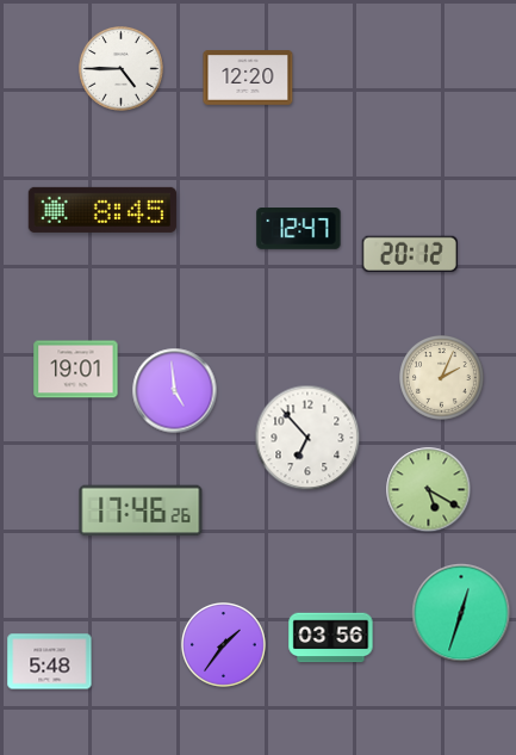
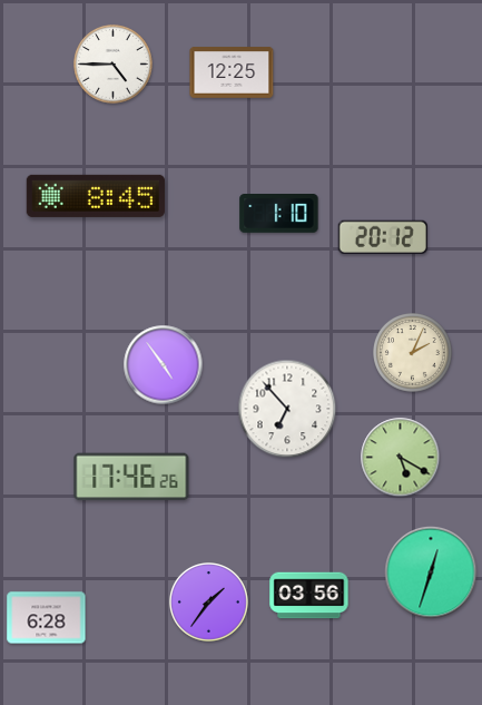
clock at (248, 78): 12:20 -> 12:25
clock at (299, 229): 12:47 -> 1:10
clock at (76, 370): 19:01 -> none
clock at (175, 391): 4:59 -> 4:54
clock at (50, 662): 5:48 -> 6:28
